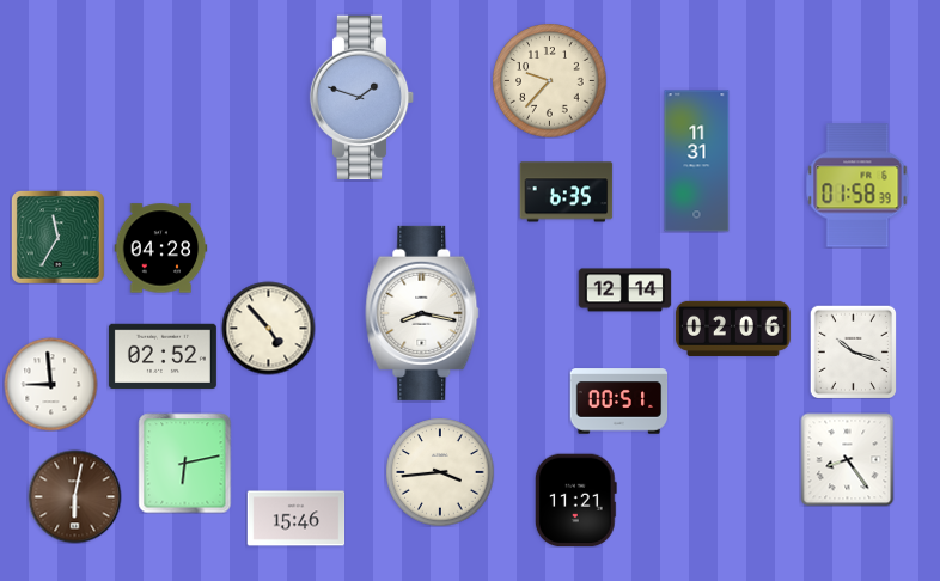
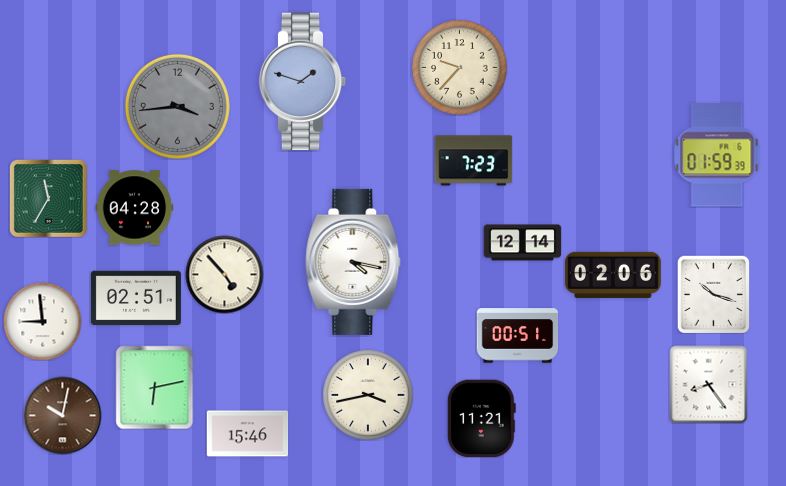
clock at (177, 106): none -> 3:44
clock at (697, 161): 11:31 -> none
clock at (857, 185): 01:58 -> 01:59
clock at (566, 192): 6:35 -> 7:23
clock at (422, 313): 8:17 -> 4:17
clock at (163, 356): 02:52 -> 02:51
clock at (440, 472): 3:44 -> 3:43
clock at (74, 496): 6:02 -> 10:02
